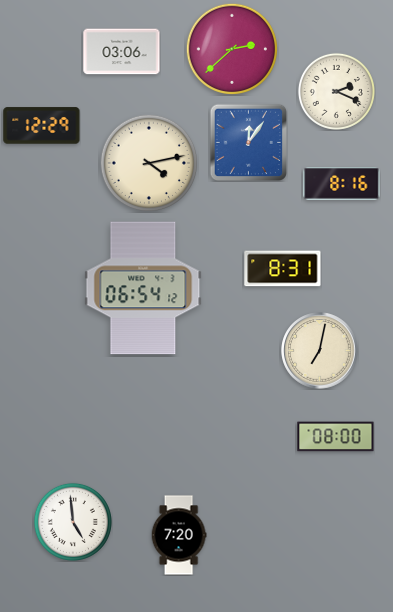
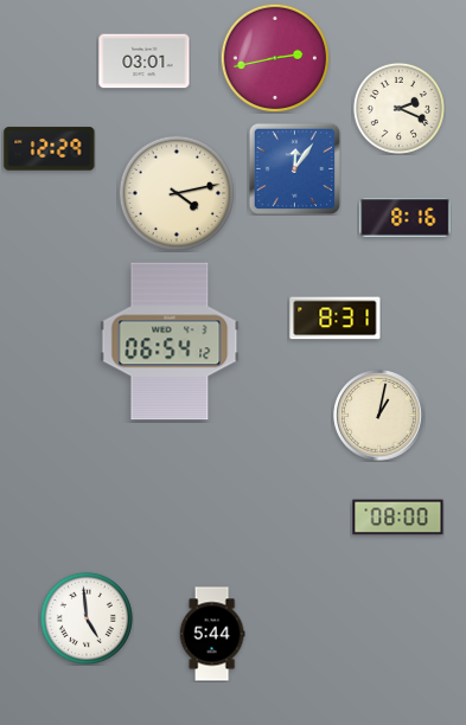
clock at (231, 48): 2:38 -> 2:43
clock at (122, 52): 03:06 -> 03:01
clock at (320, 351): 7:02 -> 1:02
clock at (179, 535): 7:20 -> 5:44
